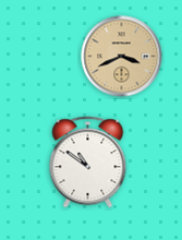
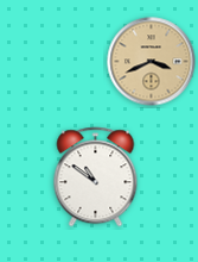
clock at (122, 57) position: (122, 57) -> (152, 62)
